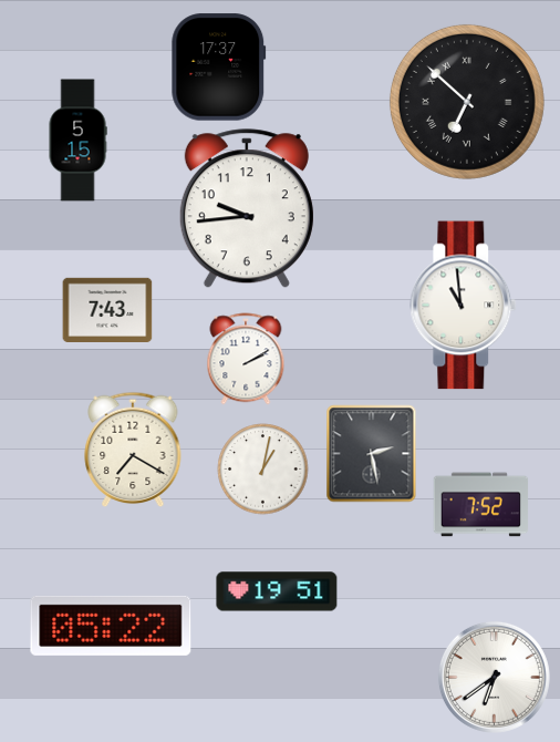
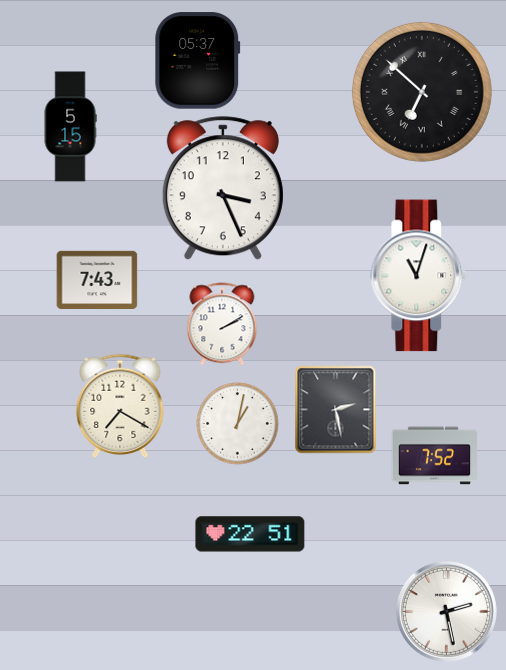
clock at (219, 68): 17:37 -> 05:37
clock at (247, 209): 9:44 -> 3:26
clock at (464, 306): 10:59 -> 11:03
clock at (277, 591): 19:51 -> 22:51
clock at (111, 626): 05:22 -> none
clock at (494, 677): 6:39 -> 2:28
